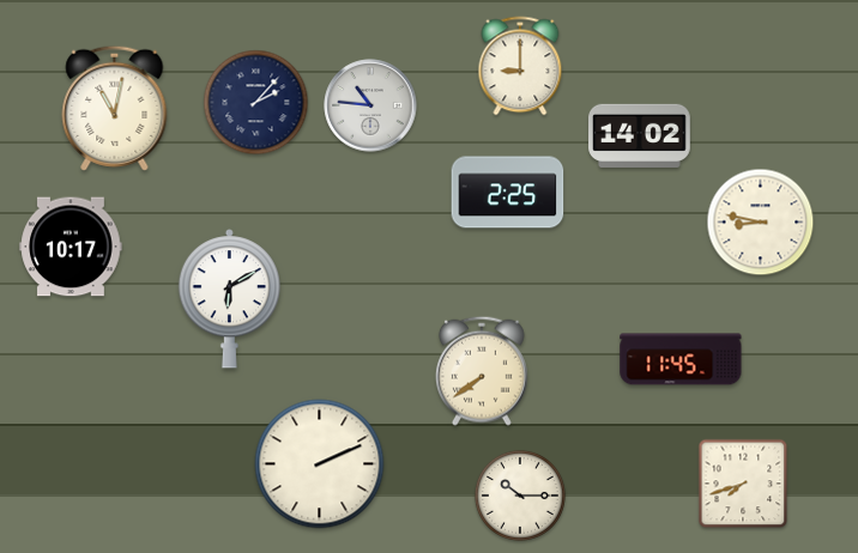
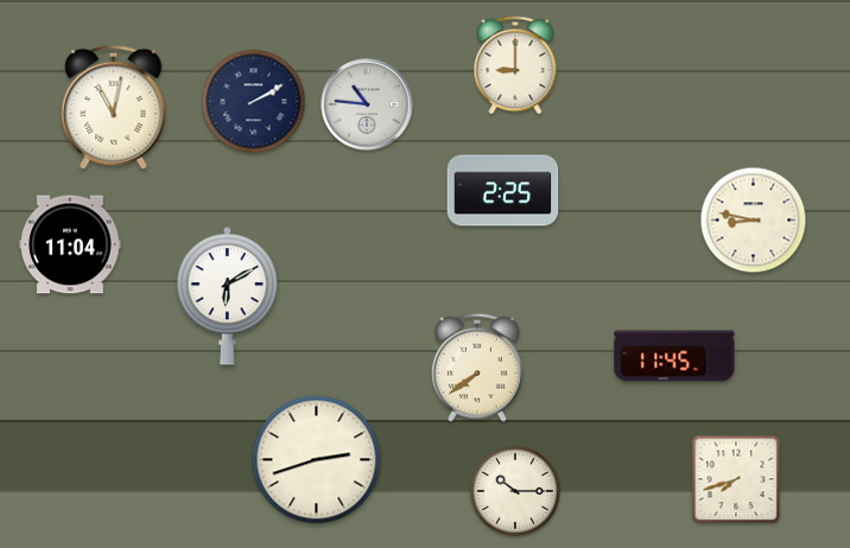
clock at (256, 103): 2:07 -> 2:10
clock at (640, 135): 14:02 -> none
clock at (71, 247): 10:17 -> 11:04
clock at (320, 464): 2:11 -> 2:42
